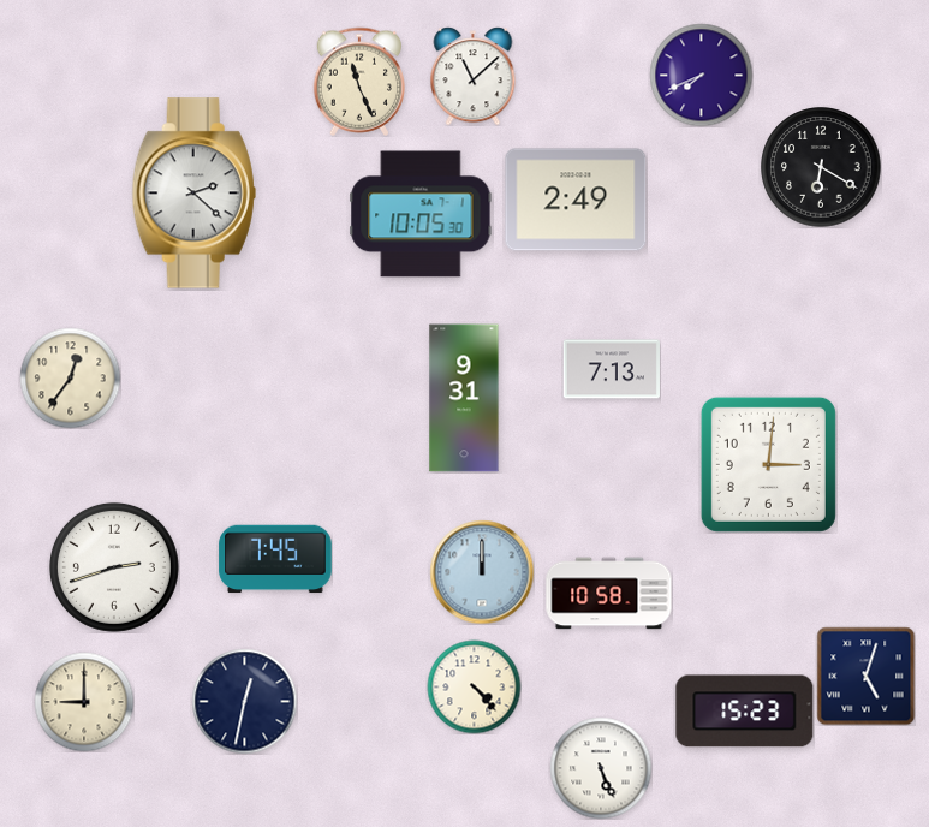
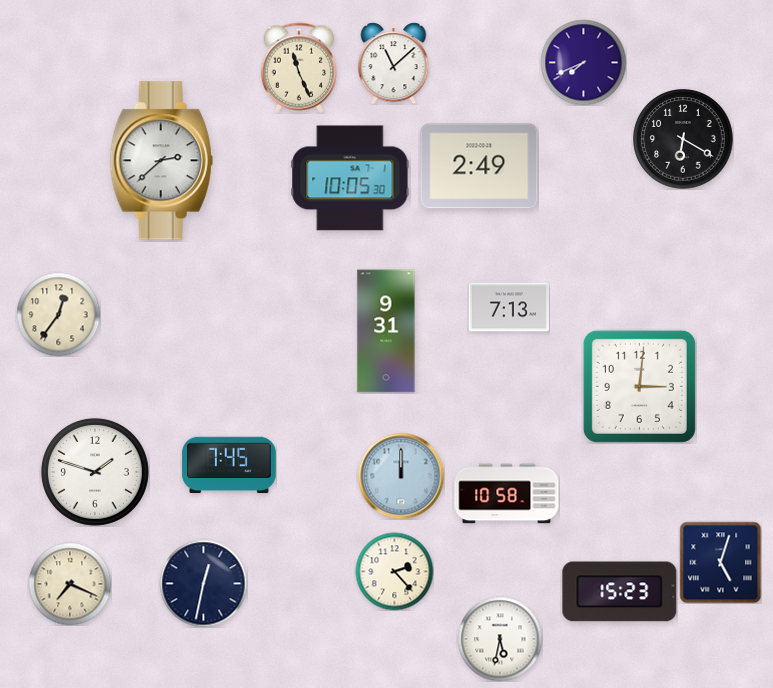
clock at (193, 194): 2:22 -> 2:38
clock at (114, 567): 2:42 -> 1:48
clock at (474, 686): 4:23 -> 2:23
clock at (84, 702): 9:00 -> 7:19
clock at (601, 768): 5:26 -> 5:32
